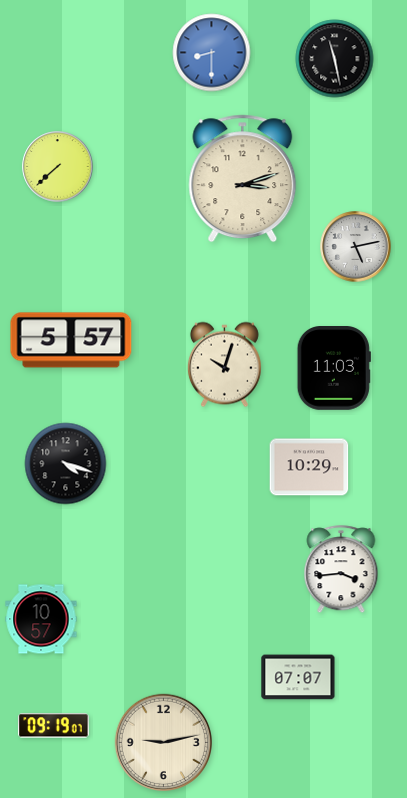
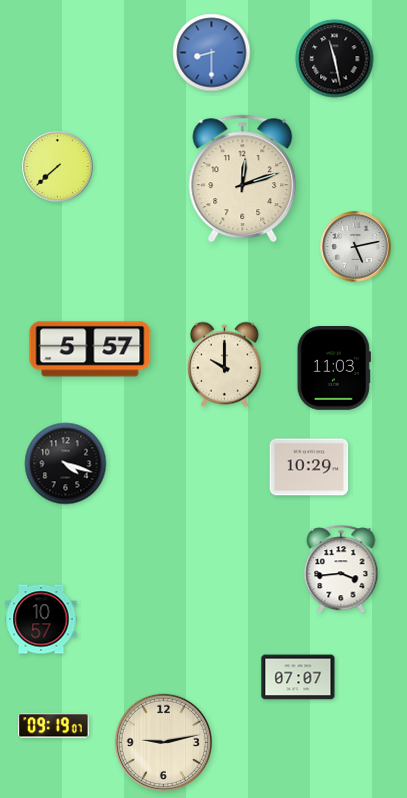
clock at (243, 179): 3:12 -> 12:12
clock at (71, 340) position: (71, 340) -> (90, 349)
clock at (224, 365): 10:03 -> 10:00
